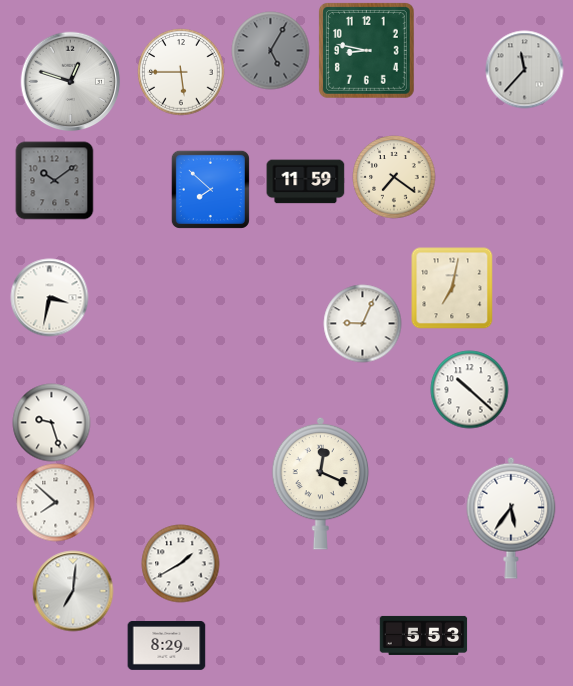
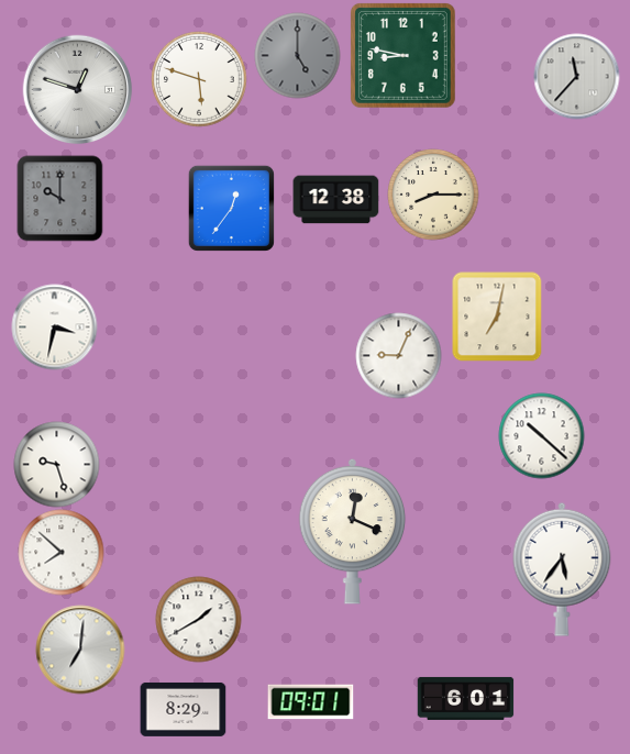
clock at (270, 50): 5:05 -> 5:00
clock at (181, 72): 5:45 -> 5:48
clock at (394, 177): 7:21 -> 8:15
clock at (54, 180): 10:09 -> 10:00
clock at (305, 182): 11:59 -> 12:38
clock at (210, 189): 7:52 -> 12:36
clock at (469, 389) position: (469, 389) -> (541, 435)
clock at (423, 635): 5:53 -> 6:01
clock at (310, 702): none -> 09:01
